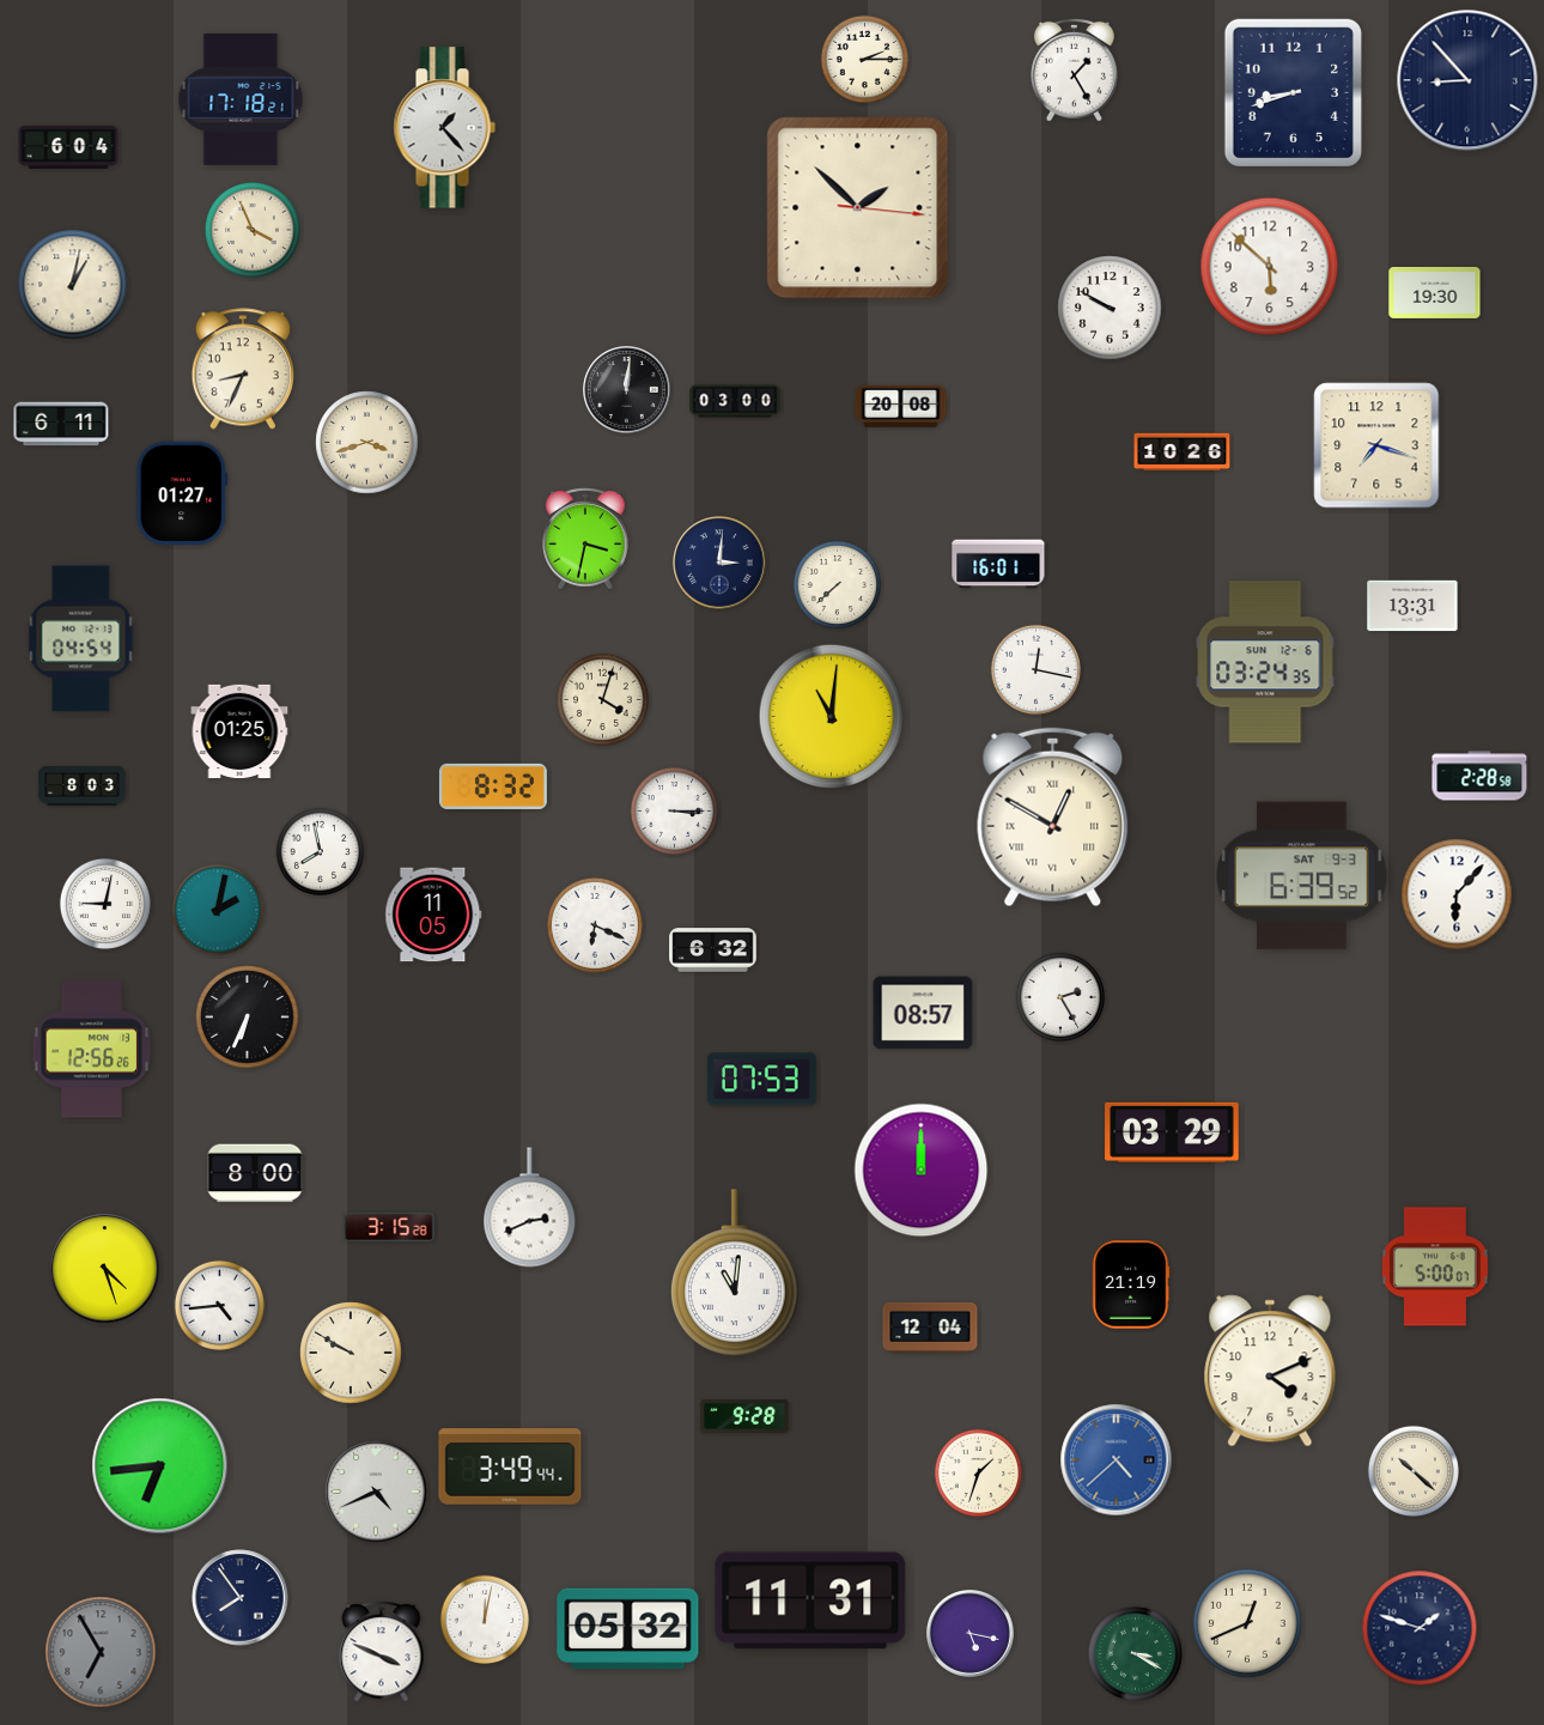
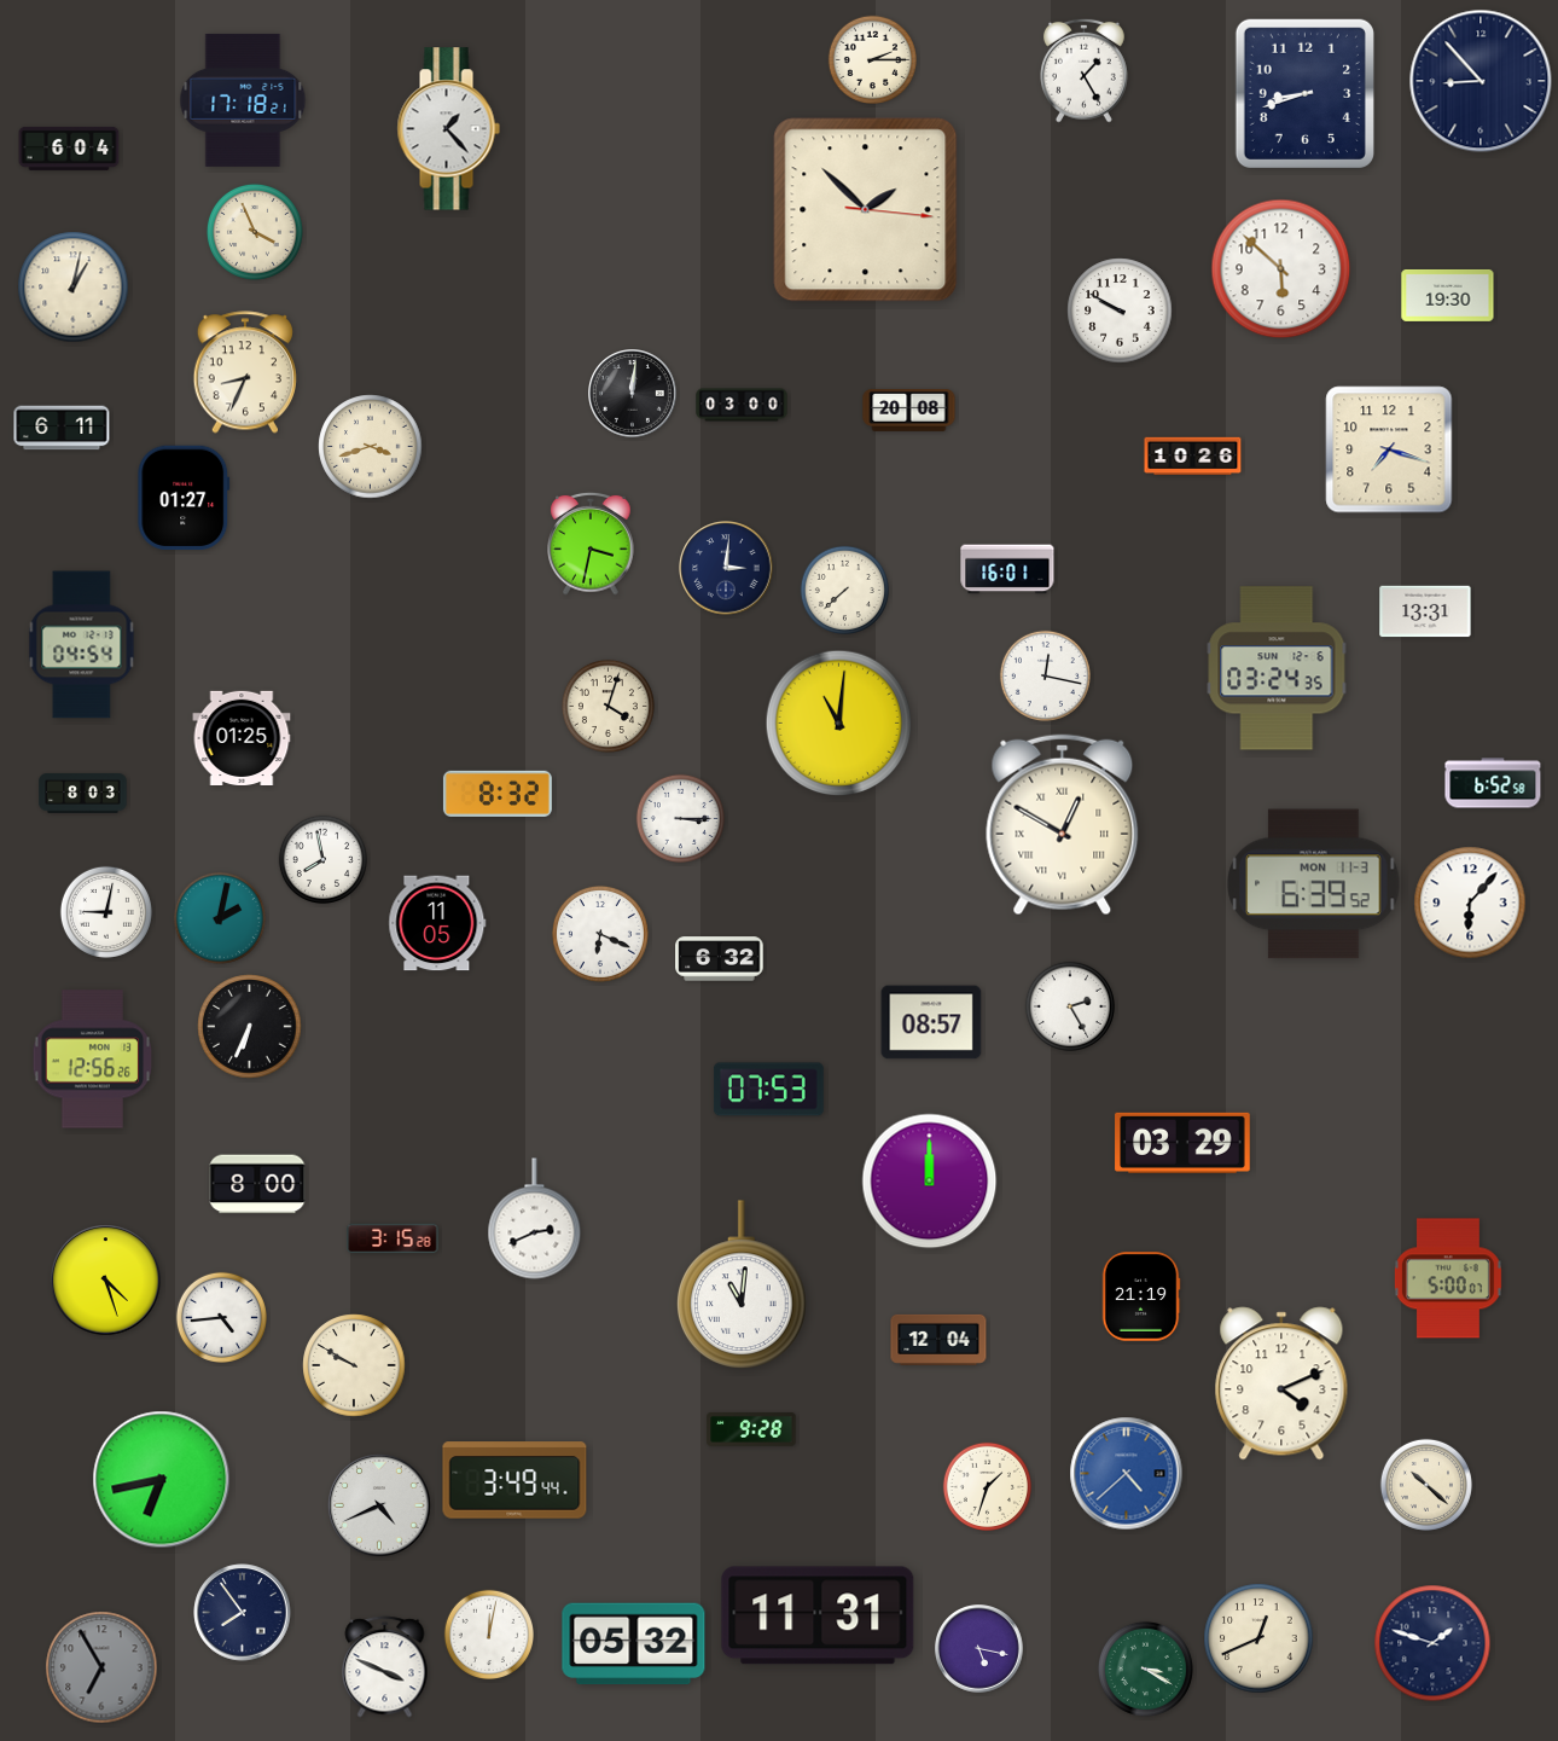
clock at (1479, 776): 2:28 -> 6:52
clock at (1302, 876) date: SAT 9-3 -> MON 11-3
clock at (160, 1466): 6:44 -> 6:43
